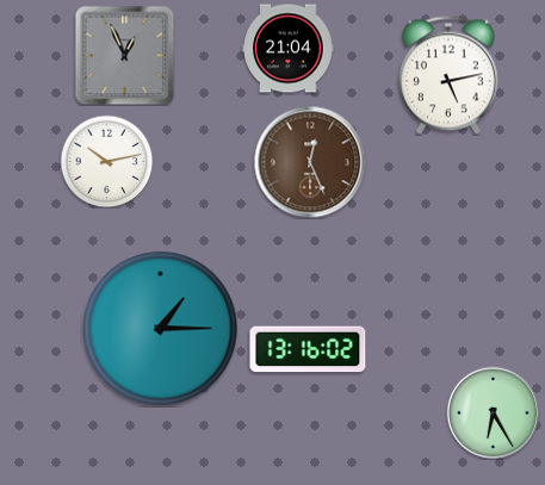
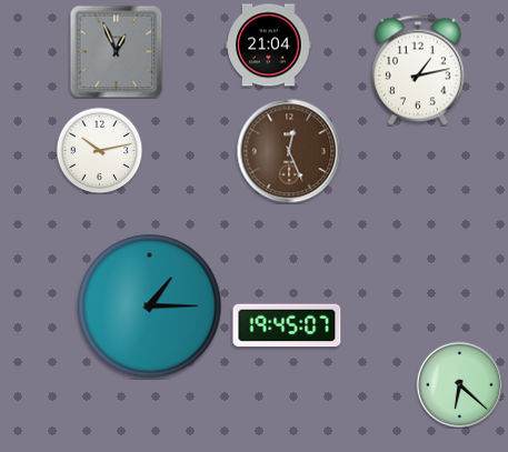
clock at (448, 75): 5:13 -> 1:13
clock at (308, 349): 13:16 -> 19:45
clock at (493, 412): 6:25 -> 6:22
